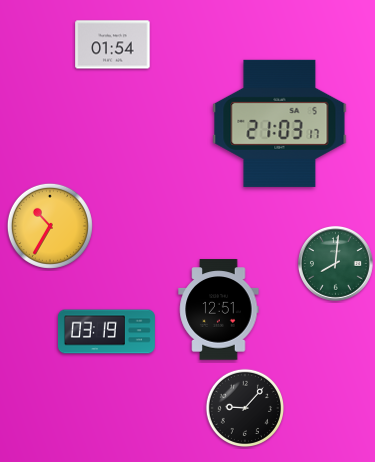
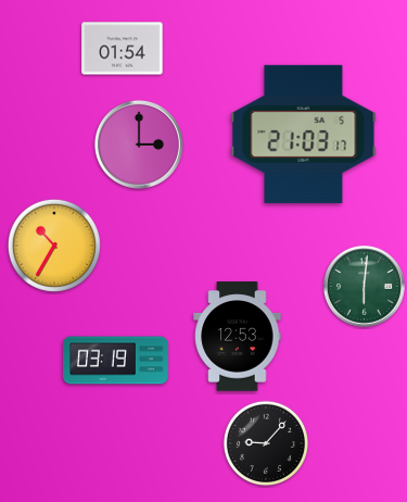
clock at (139, 145): none -> 3:00
clock at (336, 264): 8:01 -> 6:01
clock at (219, 310): 12:51 -> 12:53
